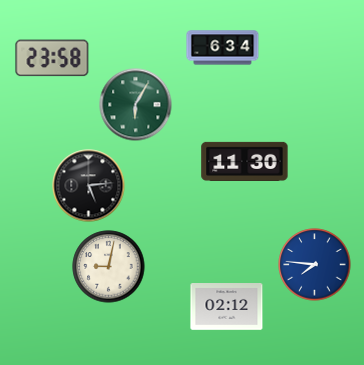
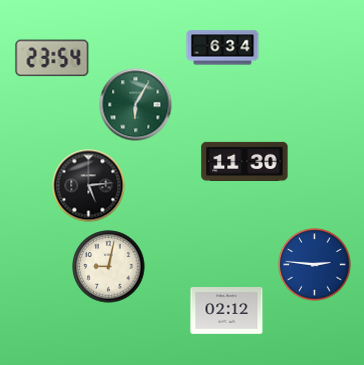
clock at (52, 58): 23:58 -> 23:54
clock at (315, 265): 7:46 -> 2:46
clock at (227, 307) position: (227, 307) -> (227, 311)
